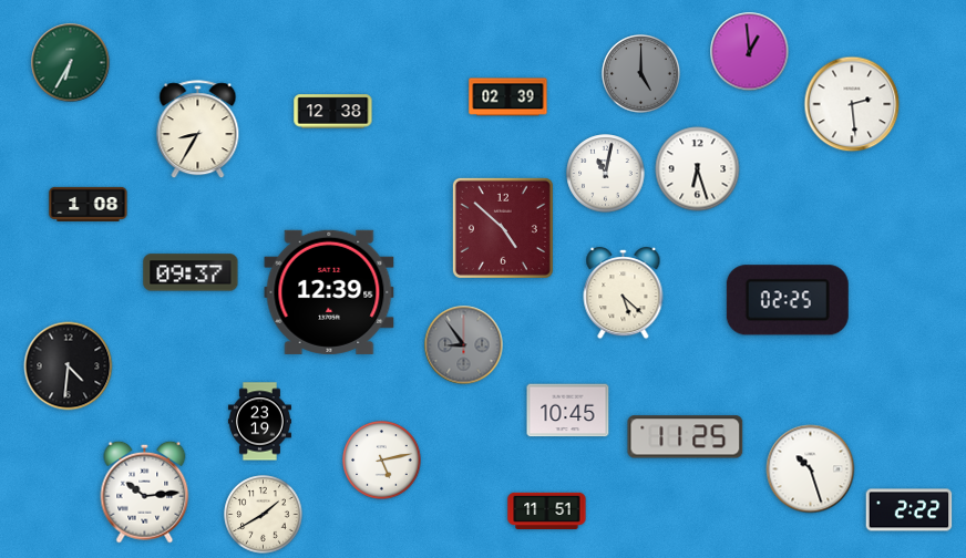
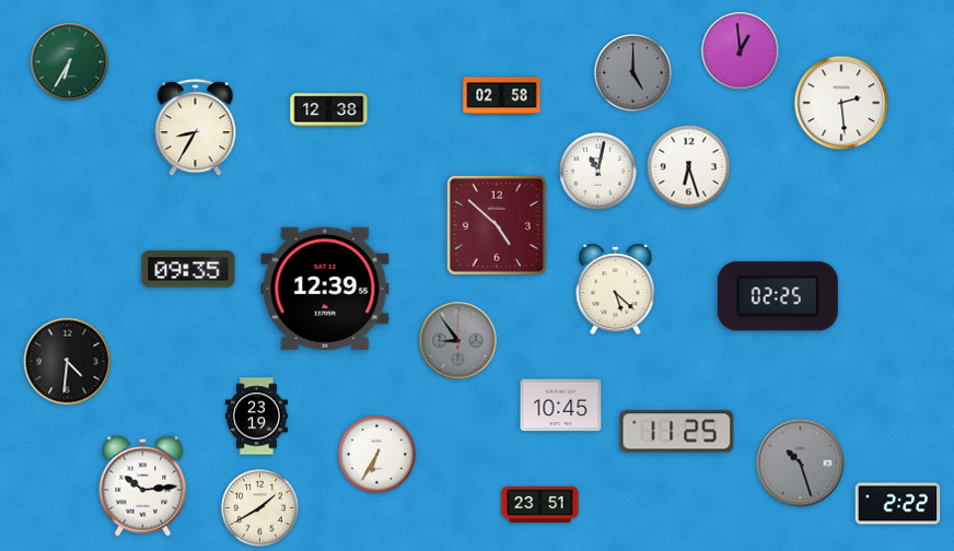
clock at (508, 97): 02:39 -> 02:58
clock at (89, 204): 1:08 -> none
clock at (191, 272): 09:37 -> 09:35
clock at (382, 461): 5:13 -> 6:35
clock at (811, 469) dial: white -> grey
clock at (547, 510): 11:51 -> 23:51
